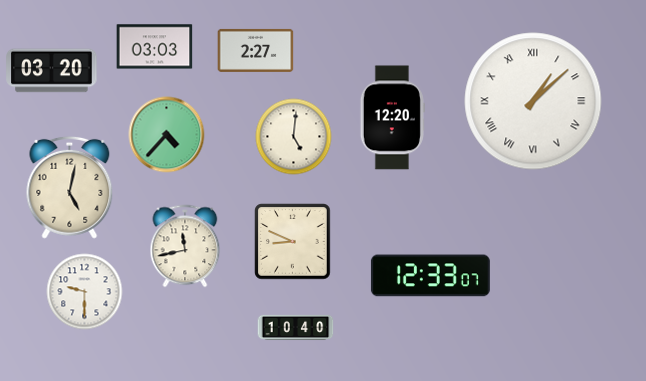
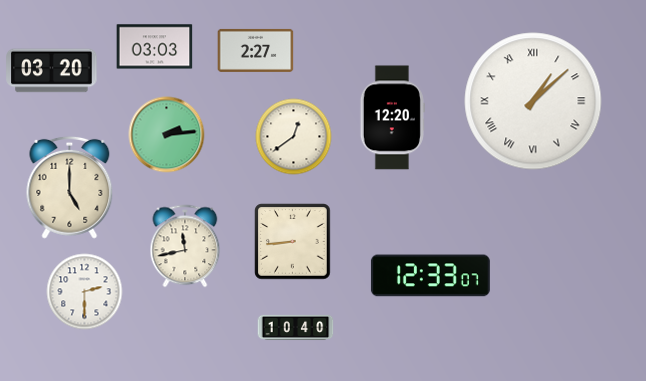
clock at (167, 135): 4:37 -> 2:14
clock at (294, 137): 5:01 -> 12:39
clock at (70, 187): 5:02 -> 5:00
clock at (293, 242): 8:49 -> 8:44
clock at (85, 292): 9:30 -> 2:30
